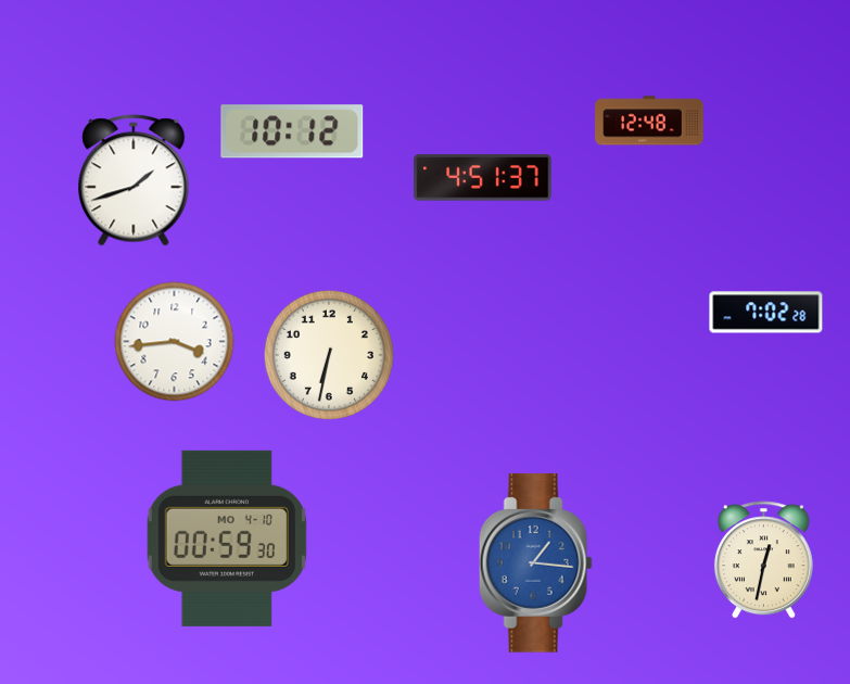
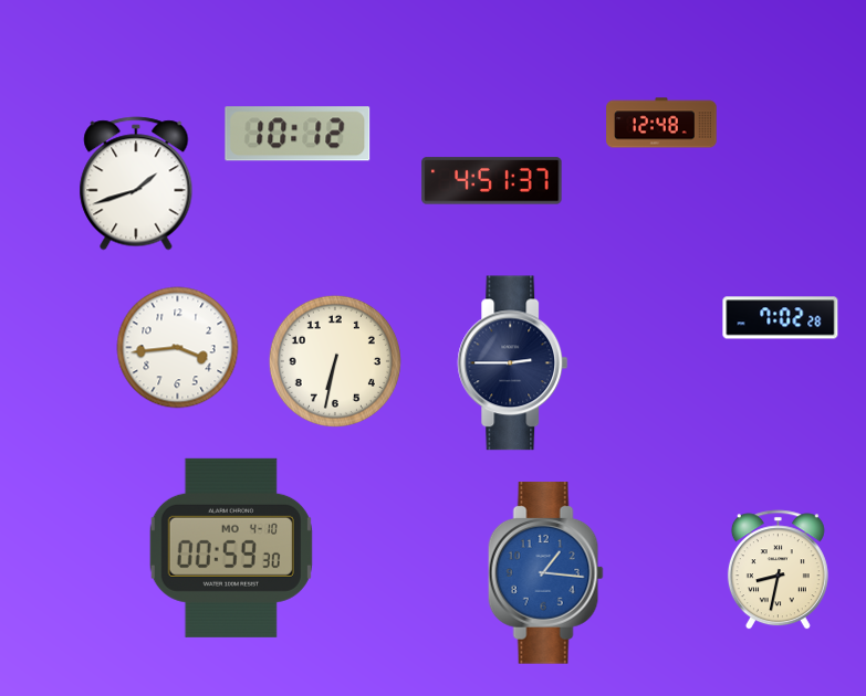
clock at (513, 363): none -> 2:45
clock at (763, 560): 12:32 -> 8:32
